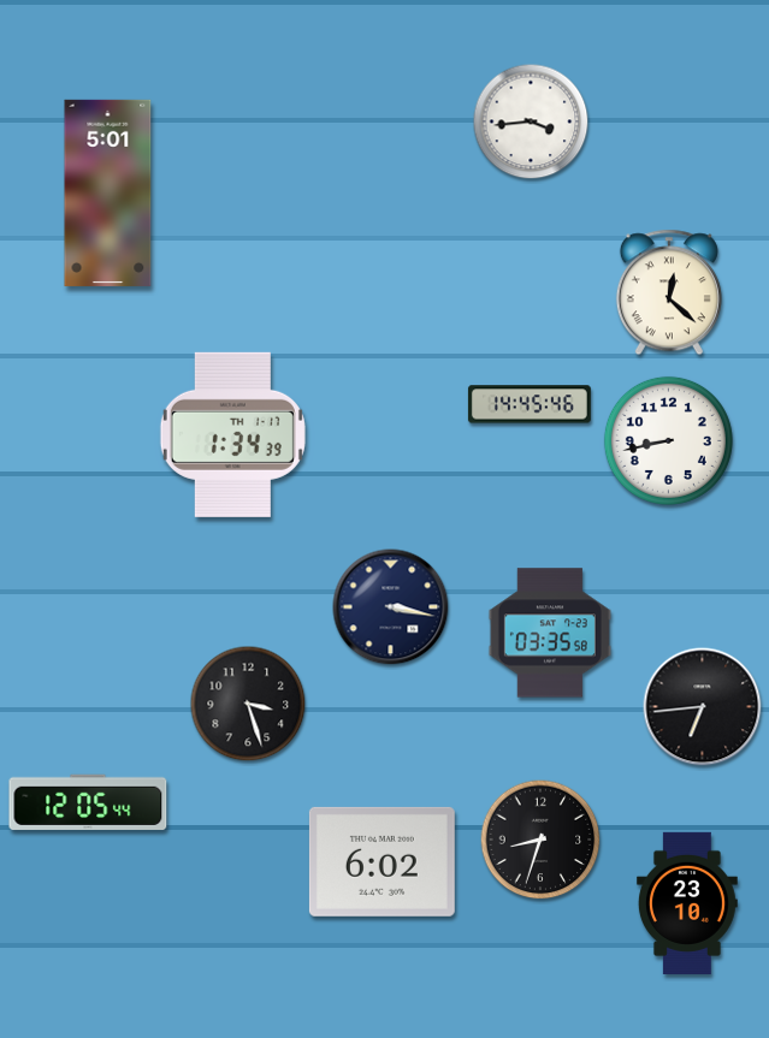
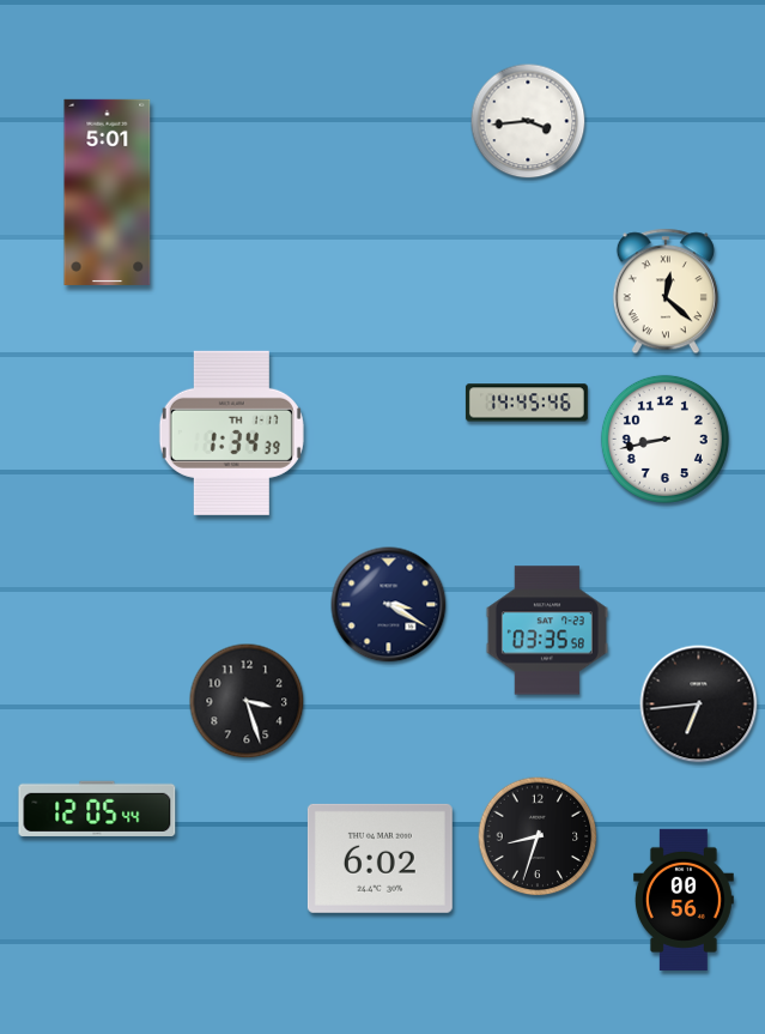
clock at (391, 607): 3:17 -> 3:20
clock at (88, 801) position: (88, 801) -> (97, 808)
clock at (687, 903): 23:10 -> 00:56
